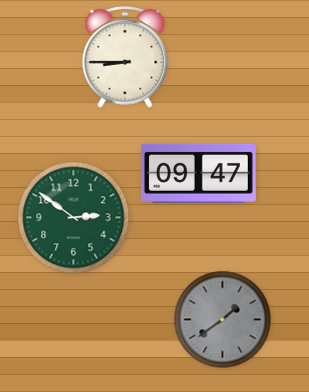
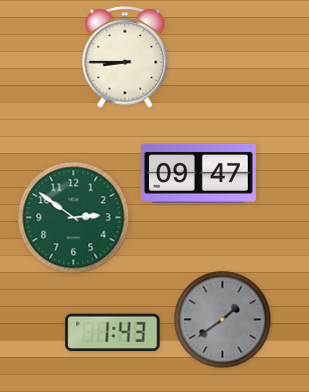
clock at (113, 333): none -> 1:43
